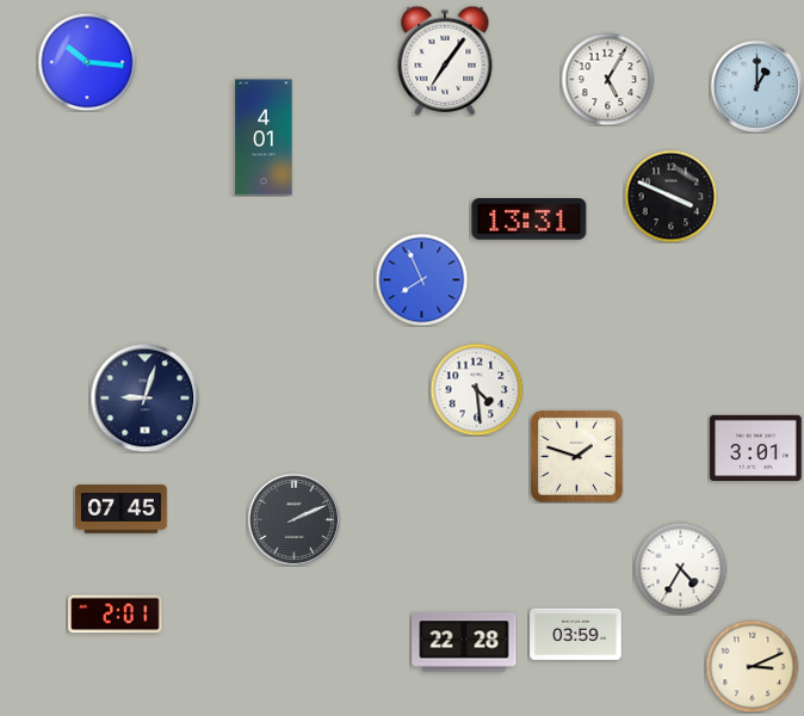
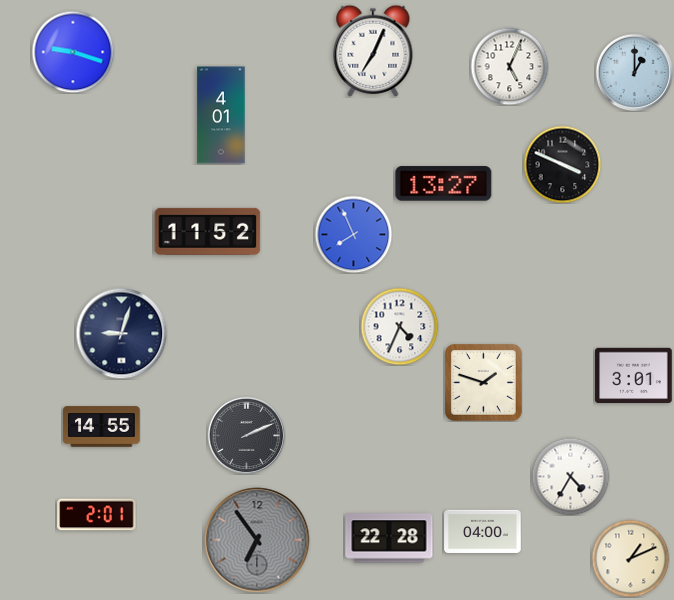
clock at (445, 61): 7:06 -> 7:04
clock at (87, 62): 10:16 -> 9:18
clock at (607, 79): 5:05 -> 5:04
clock at (530, 220): 13:31 -> 13:27
clock at (208, 231): none -> 11:52
clock at (476, 389): 4:29 -> 4:34
clock at (122, 510): 07:45 -> 14:55
clock at (576, 634): 03:59 -> 04:00
clock at (257, 540): none -> 6:54
clock at (752, 666): 3:11 -> 1:11
